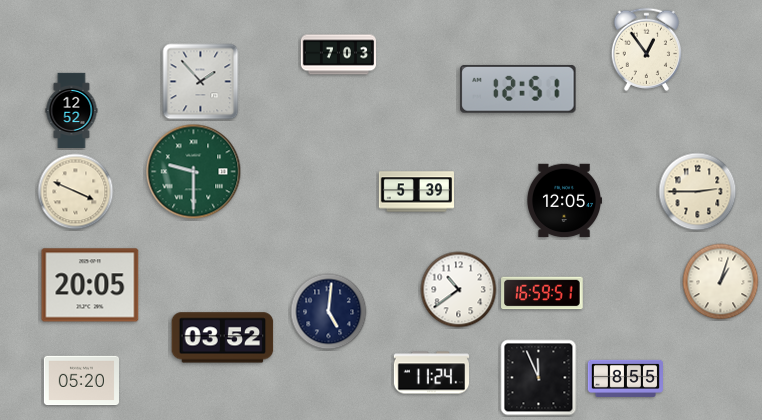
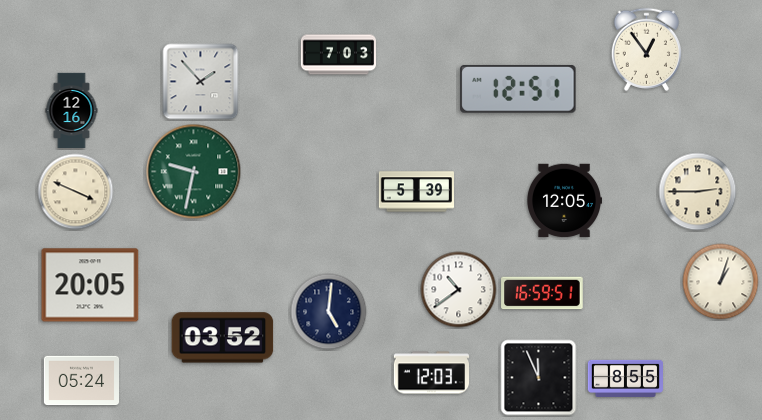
clock at (72, 111): 12:52 -> 12:16
clock at (194, 172): 9:30 -> 9:32
clock at (431, 373): 11:24 -> 12:03
clock at (81, 381): 05:20 -> 05:24
